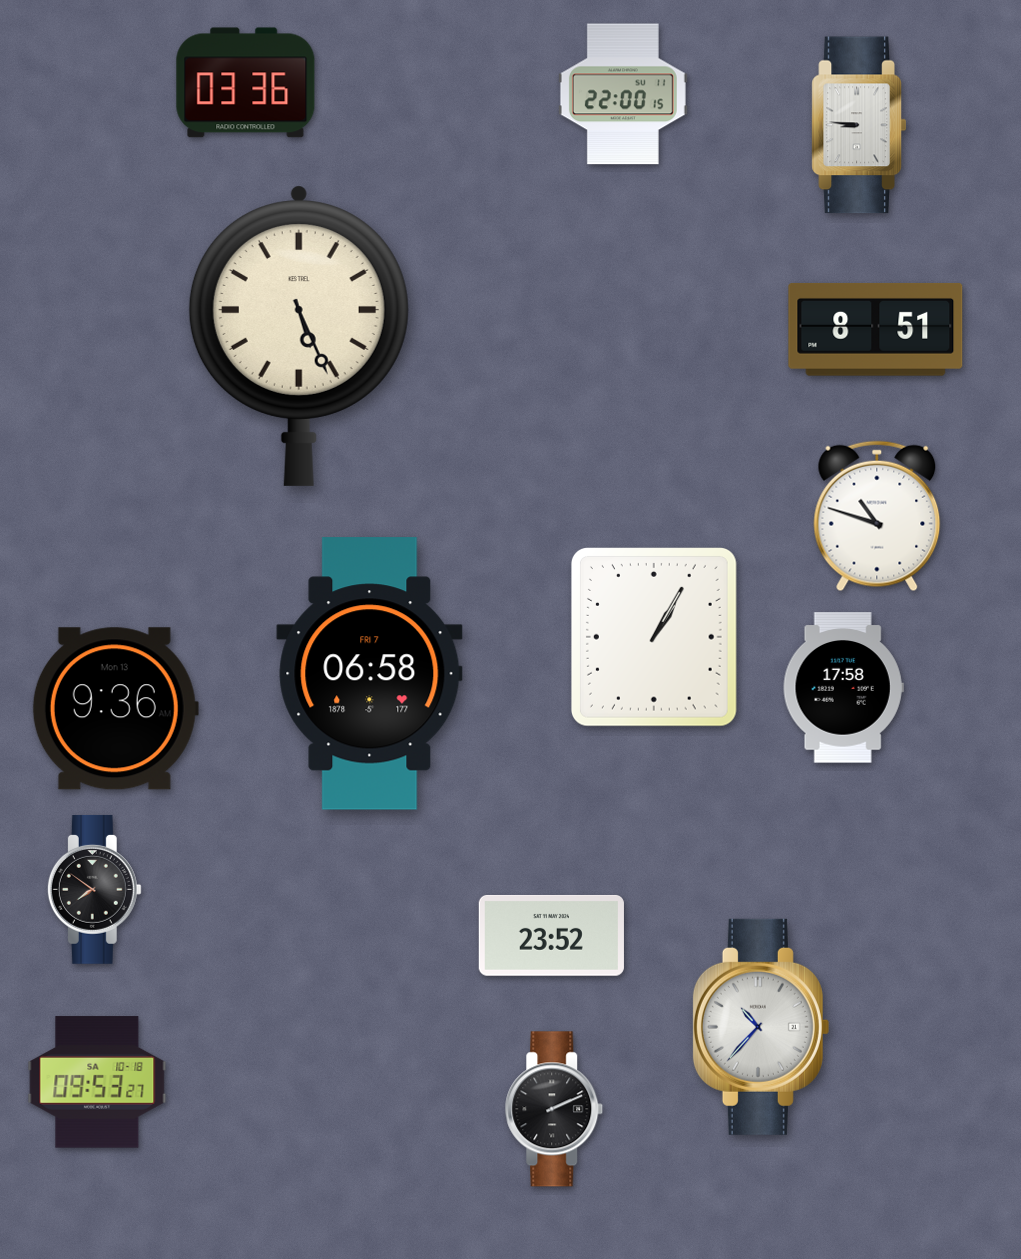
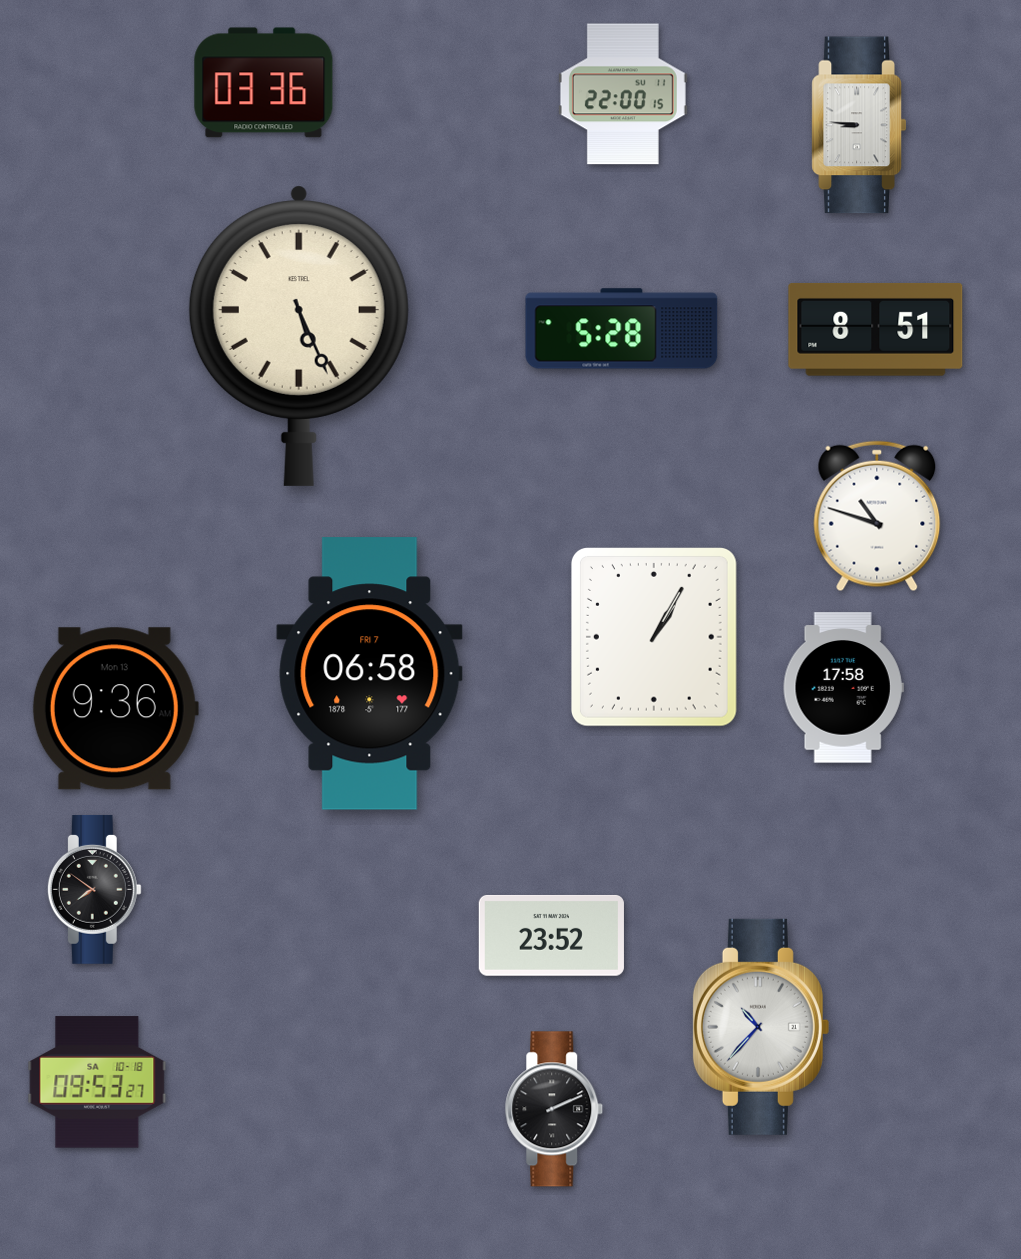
clock at (246, 83) position: (246, 83) -> (264, 83)
clock at (622, 329): none -> 5:28
